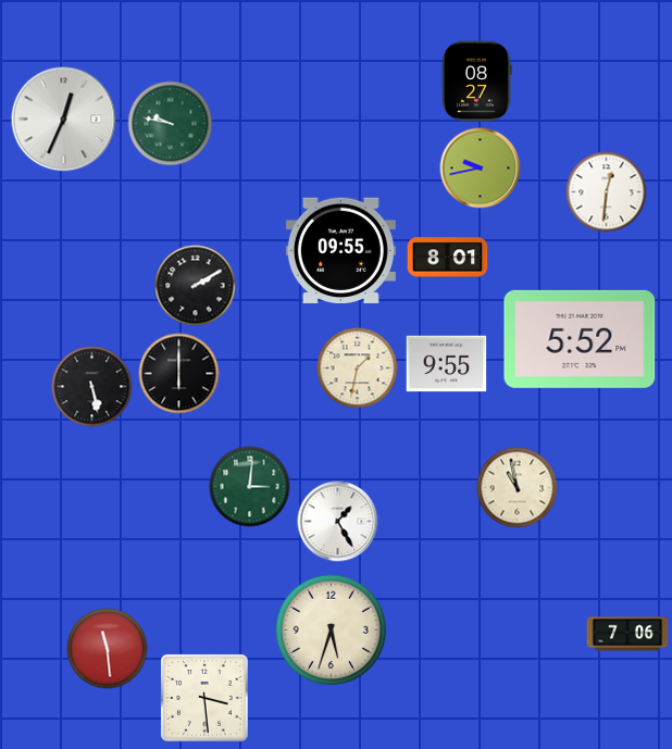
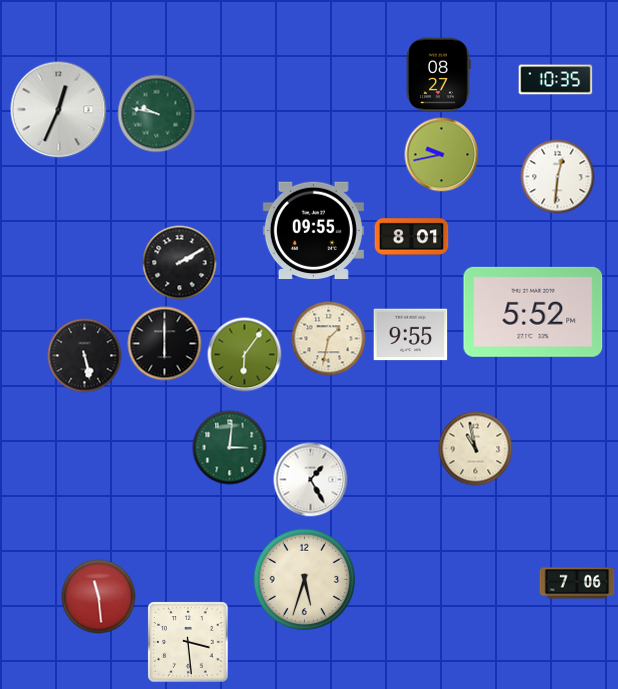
clock at (556, 80): none -> 10:35
clock at (245, 355): none -> 6:06
